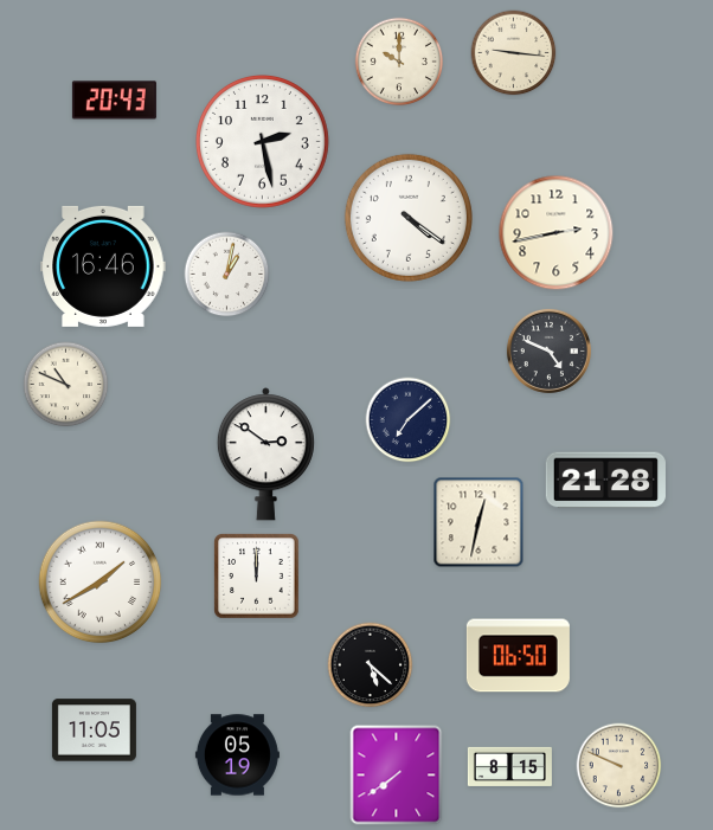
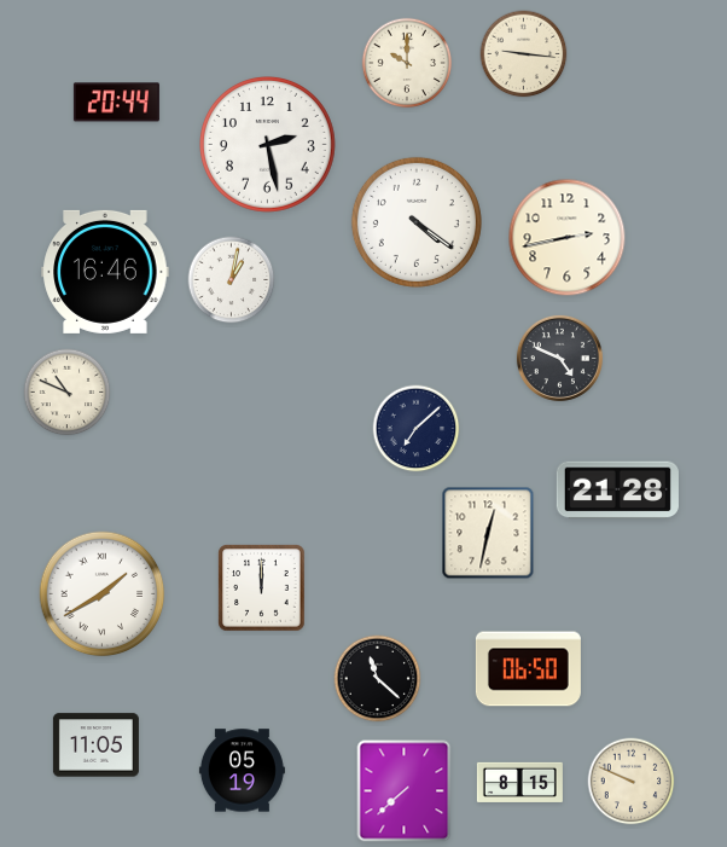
clock at (114, 101): 20:43 -> 20:44
clock at (265, 455): 2:51 -> none
clock at (371, 665): 5:22 -> 11:22
clock at (397, 776): 7:39 -> 7:38
